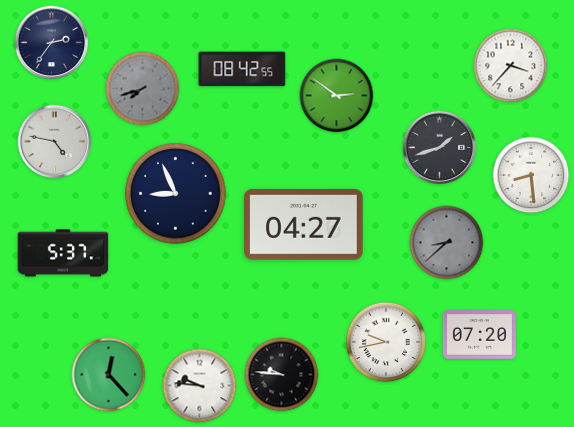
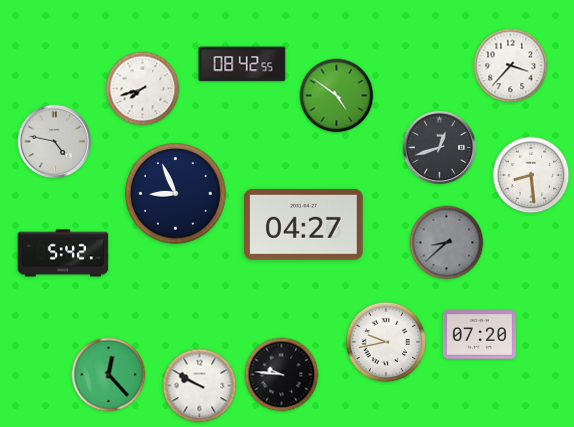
clock at (52, 43): 2:36 -> none
clock at (242, 69) position: (242, 69) -> (242, 64)
clock at (143, 89) dial: grey -> white
clock at (337, 96): 2:51 -> 4:51
clock at (440, 148): 1:42 -> 12:42
clock at (63, 253): 5:37 -> 5:42
clock at (200, 386): 9:46 -> 9:50
